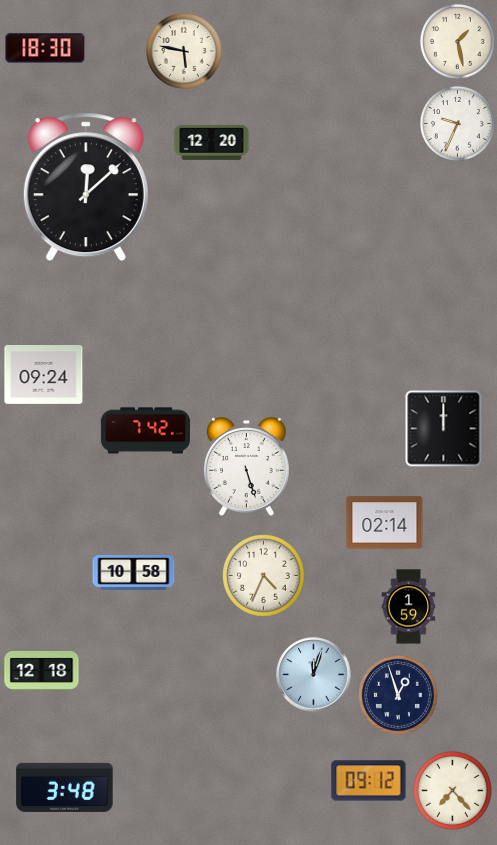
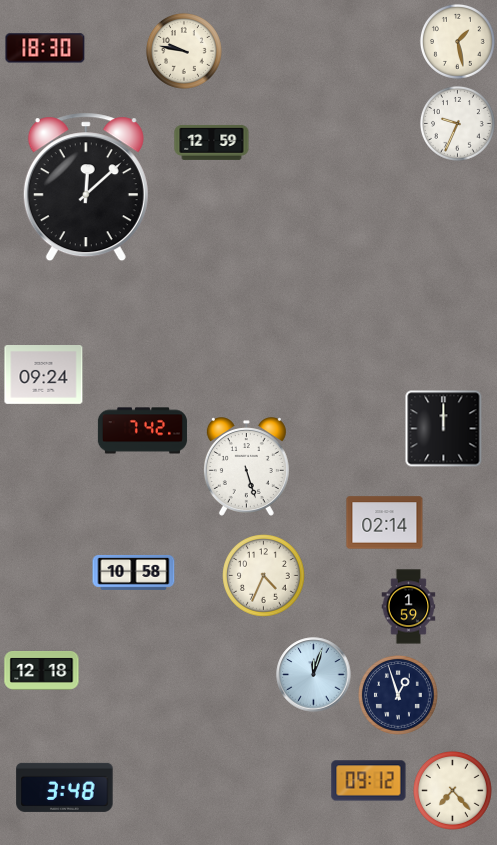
clock at (184, 51): 5:47 -> 9:47
clock at (212, 142): 12:20 -> 12:59
clock at (145, 431) position: (145, 431) -> (142, 431)
